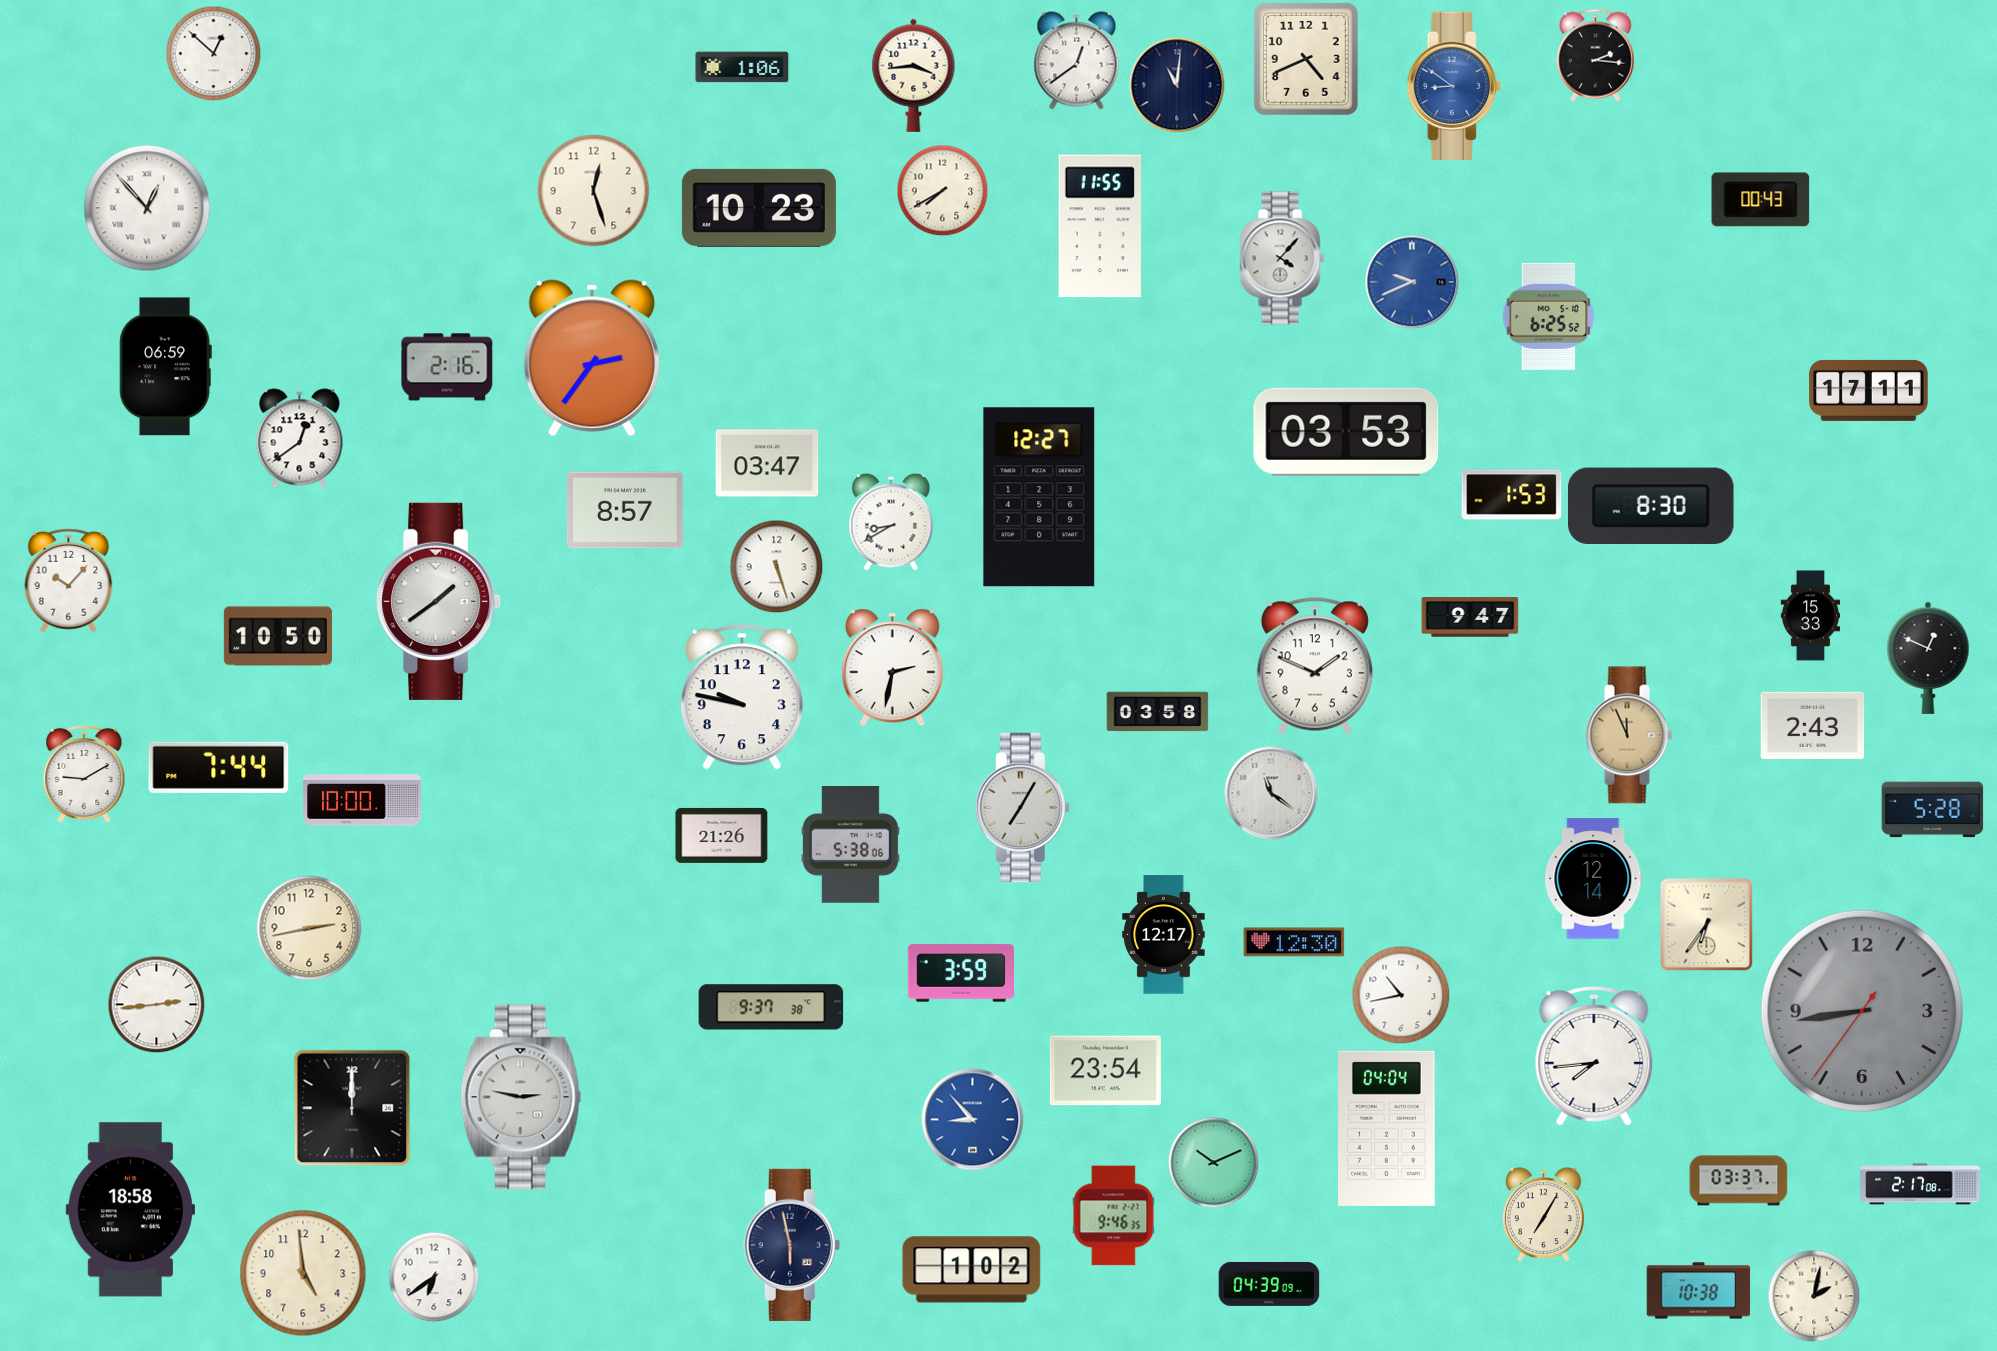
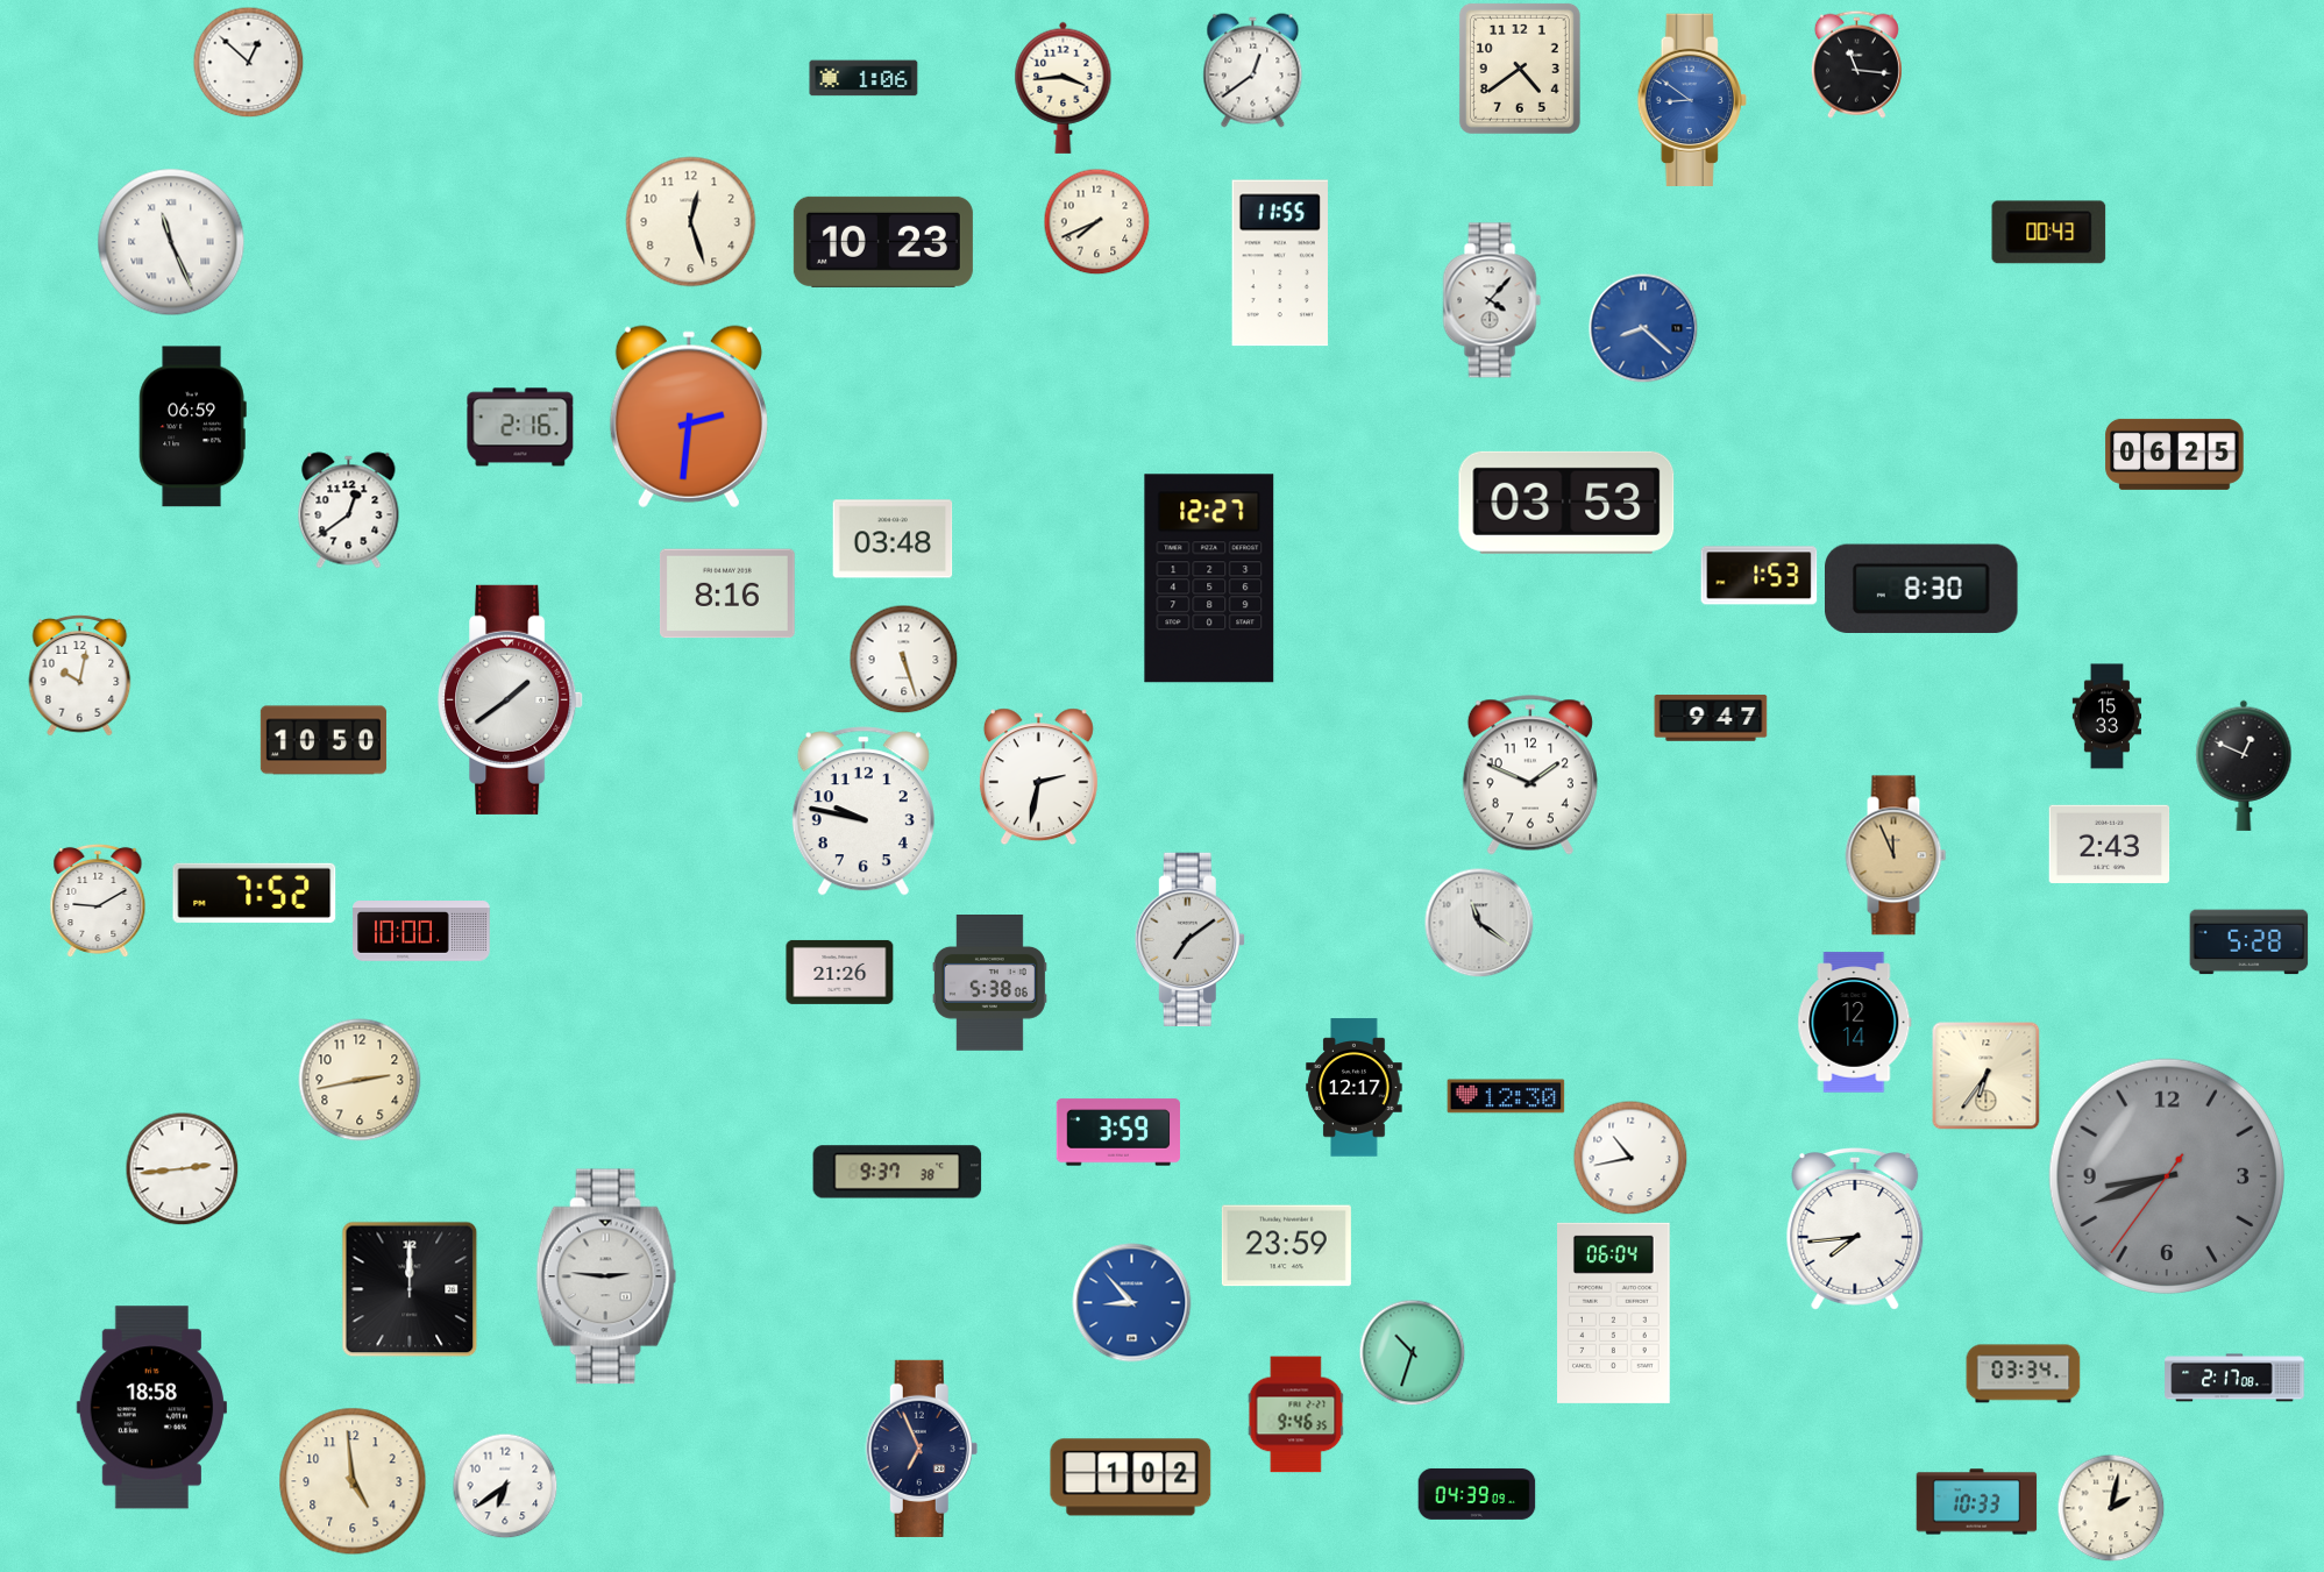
clock at (1595, 55): 2:16 -> 11:16
clock at (1306, 59): 4:41 -> 4:39
clock at (1177, 85): 11:01 -> none
clock at (942, 190): 7:40 -> 7:41
clock at (147, 208): 12:53 -> 11:26
clock at (1412, 282): 9:41 -> 8:22
clock at (1549, 316): 6:25 -> none
clock at (592, 358): 2:36 -> 2:31
clock at (1869, 390): 17:11 -> 06:25
clock at (767, 463): 03:47 -> 03:48
clock at (625, 510): 8:57 -> 8:16
clock at (891, 522): 8:40 -> none
clock at (69, 580): 10:07 -> 10:02
clock at (1158, 712): 03:58 -> none
clock at (219, 767): 7:44 -> 7:52
clock at (1022, 807): 7:05 -> 7:09
clock at (1861, 1010): 8:43 -> 8:41
clock at (1105, 1071): 23:54 -> 23:59
clock at (521, 1097): 2:47 -> 2:46
clock at (1387, 1128): 04:04 -> 06:04
clock at (1213, 1162): 10:11 -> 10:33
clock at (1739, 1181): 03:37 -> 03:34
clock at (1543, 1215): 7:05 -> none
clock at (792, 1245): 5:58 -> 6:56
clock at (1699, 1291): 10:38 -> 10:33
